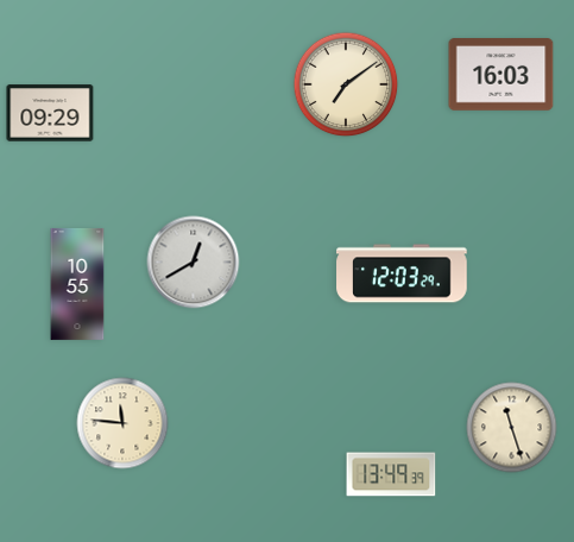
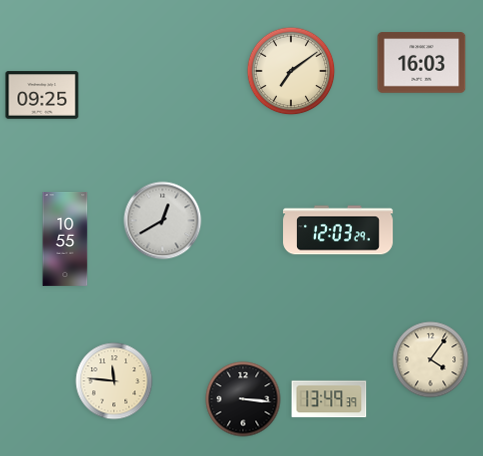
clock at (50, 113): 09:29 -> 09:25
clock at (122, 423) position: (122, 423) -> (114, 381)
clock at (512, 428): 11:27 -> 4:06
clock at (243, 399): none -> 3:16
